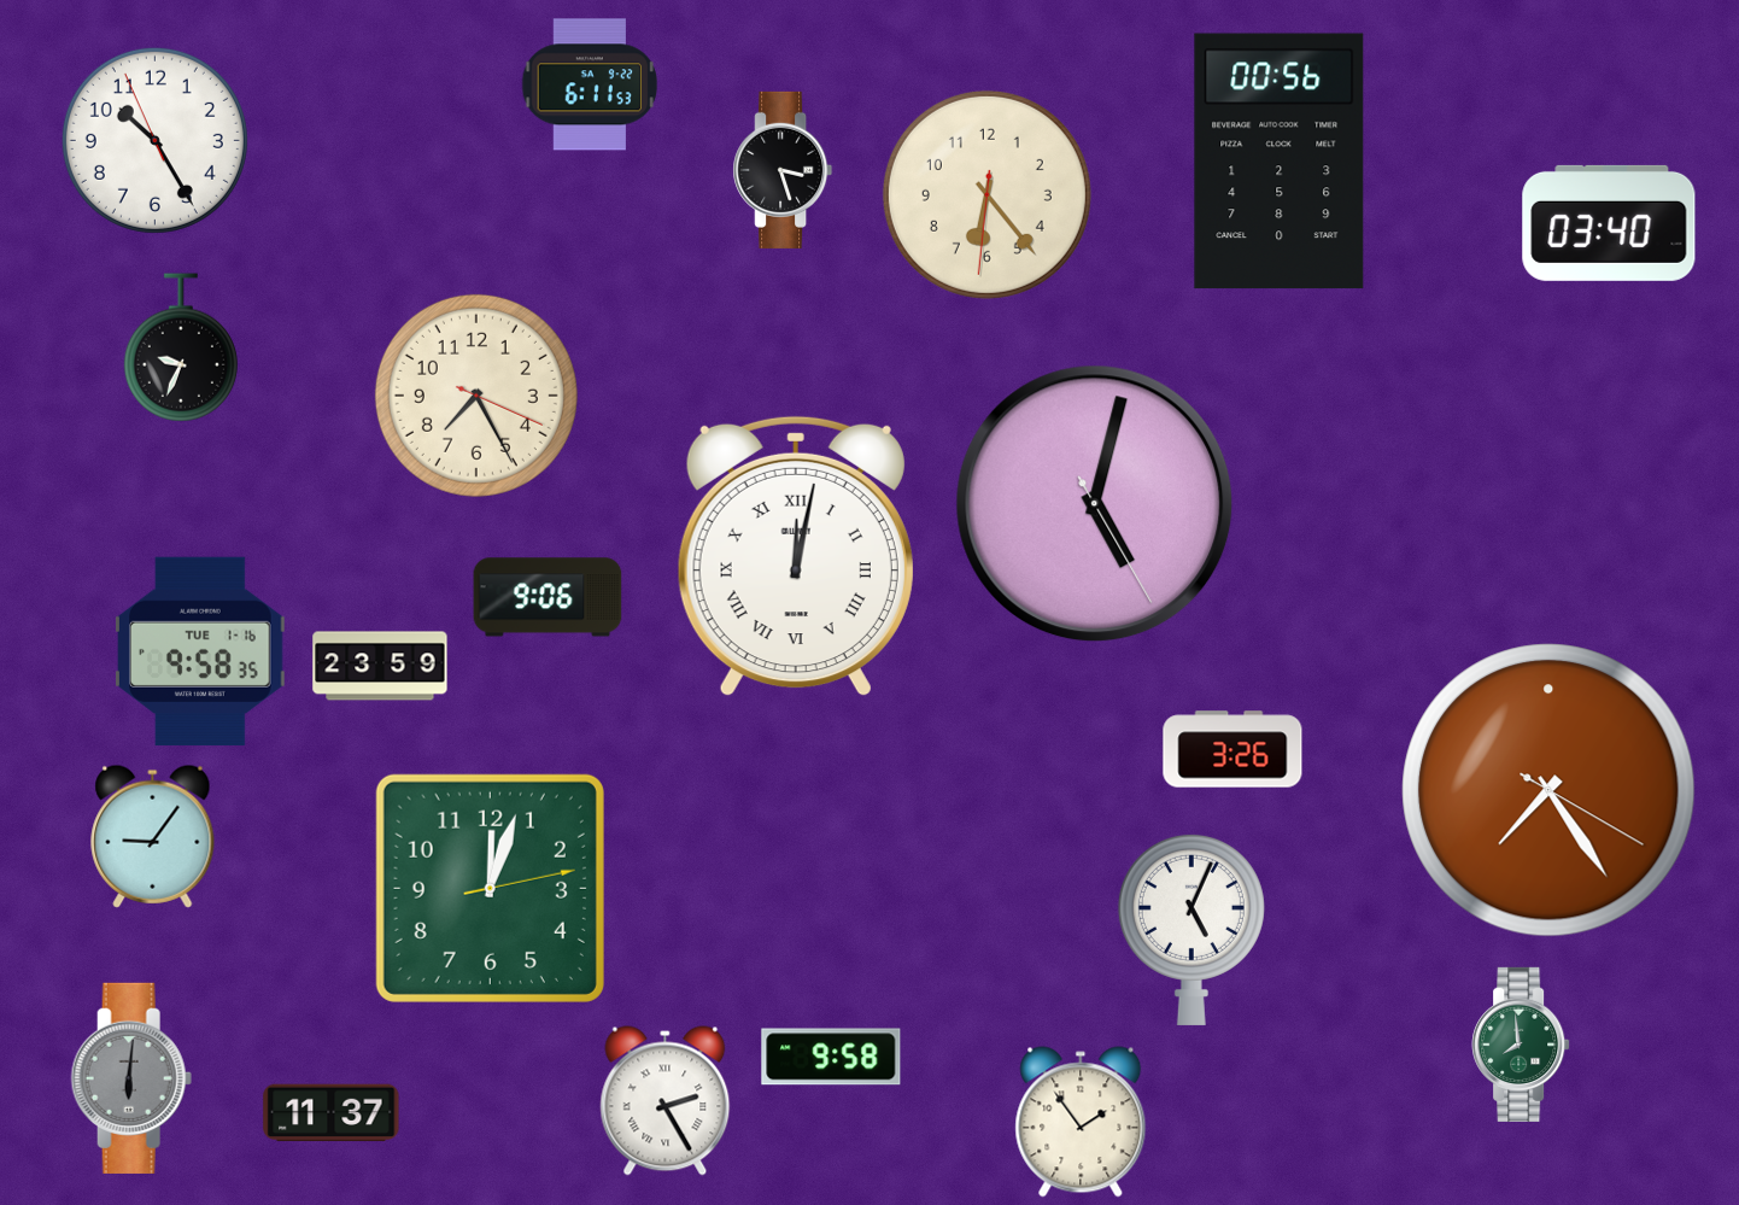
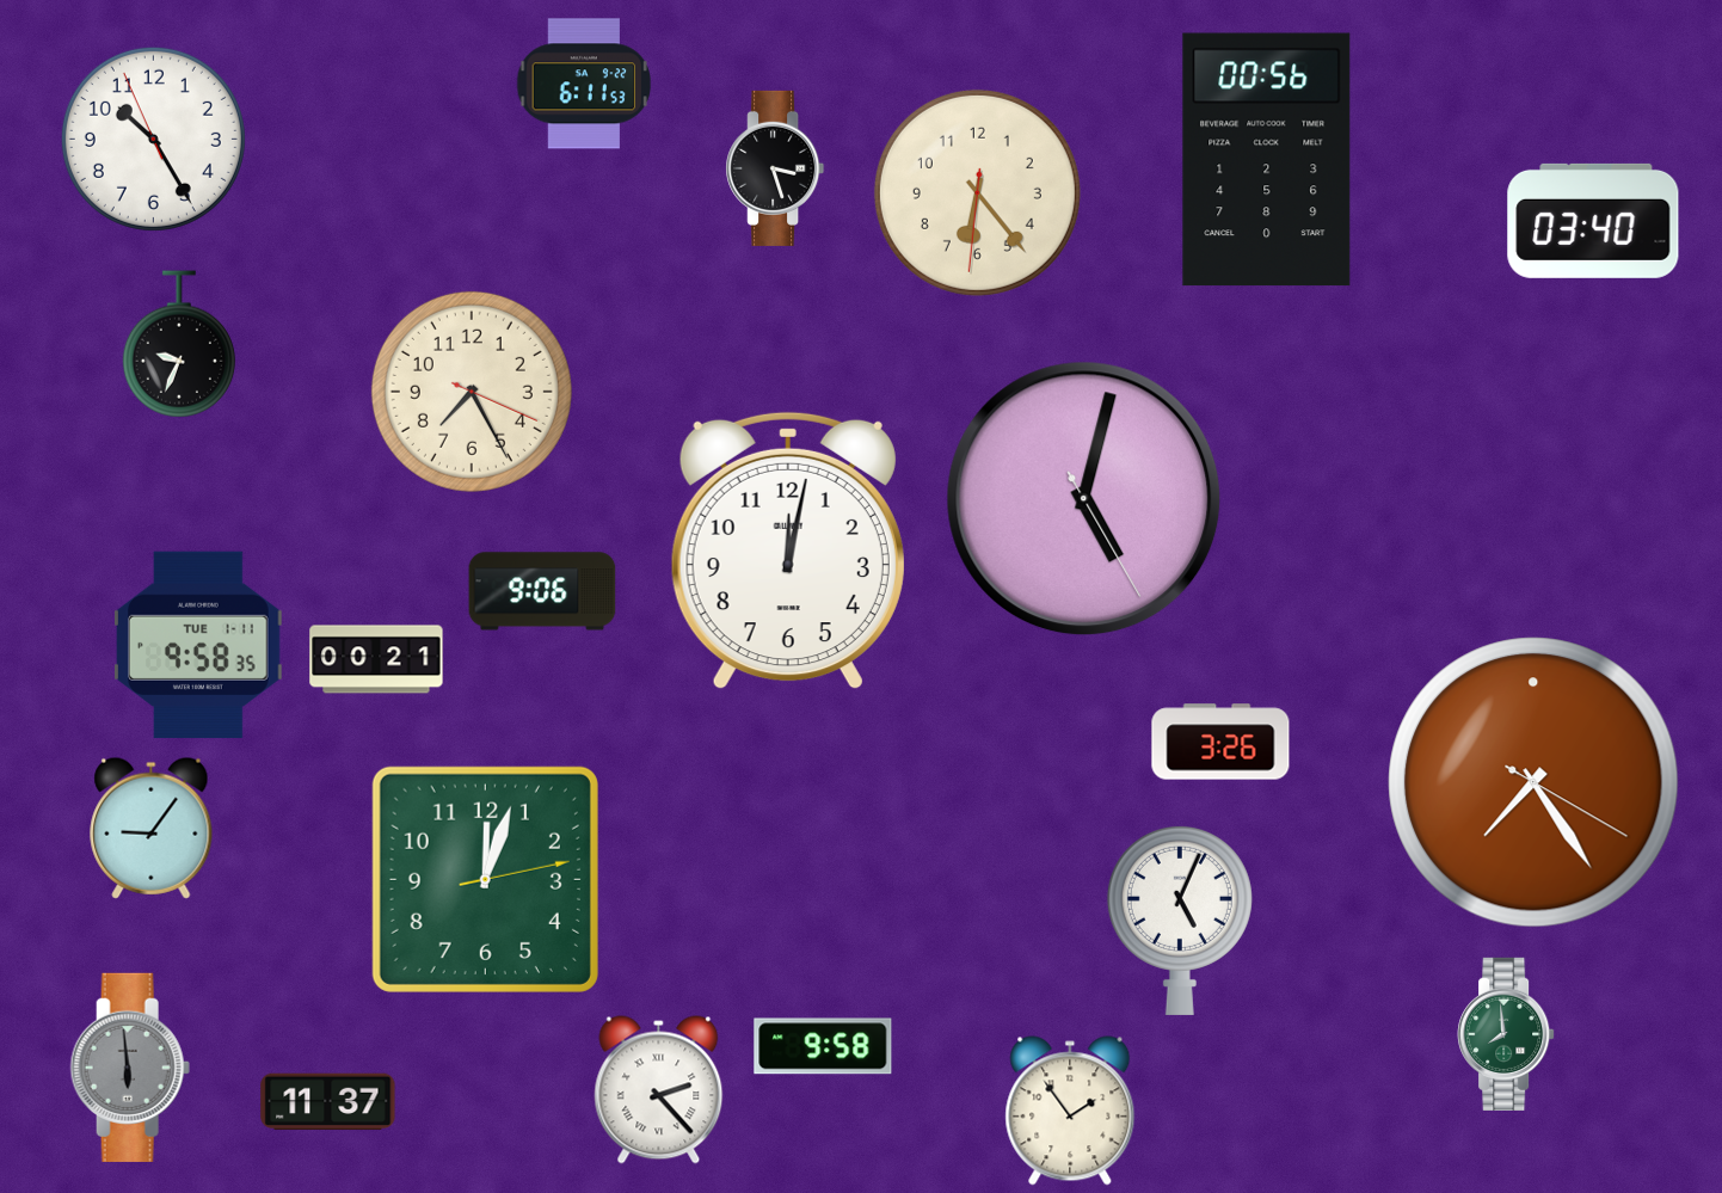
clock at (796, 556) numerals: Roman -> Arabic
clock at (200, 651) date: TUE 1-16 -> TUE 1-11
clock at (380, 666): 23:59 -> 00:21
clock at (131, 1078): 6:01 -> 5:59
clock at (666, 1101): 2:25 -> 2:23
